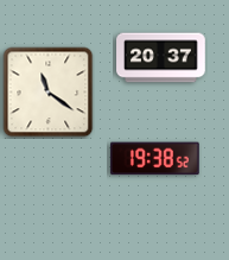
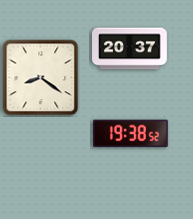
clock at (161, 58) position: (161, 58) -> (130, 49)
clock at (49, 93): 11:21 -> 8:21
